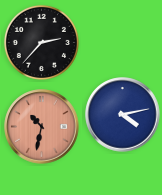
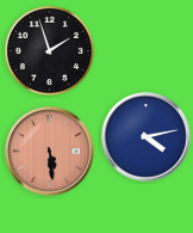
clock at (41, 42): 2:37 -> 1:57
clock at (42, 127): 10:32 -> 5:29
